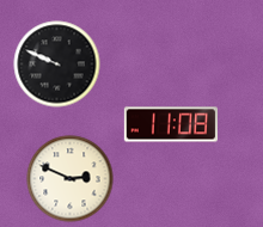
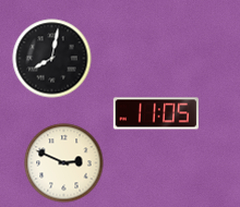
clock at (57, 65): 9:49 -> 8:02
clock at (170, 124): 11:08 -> 11:05
